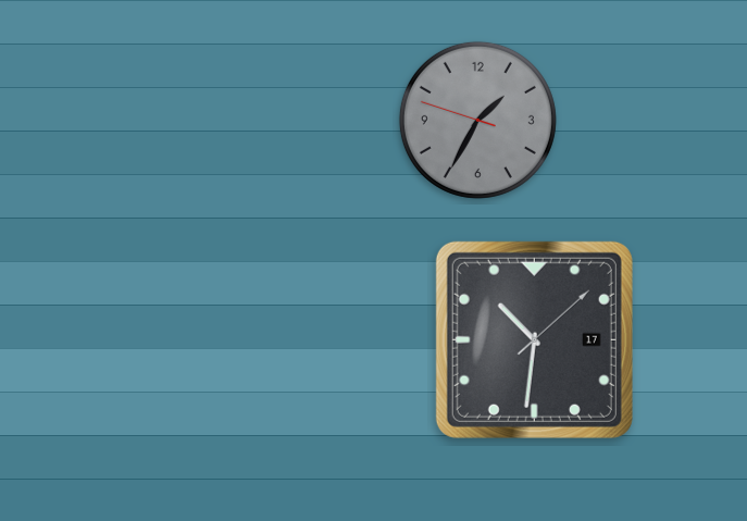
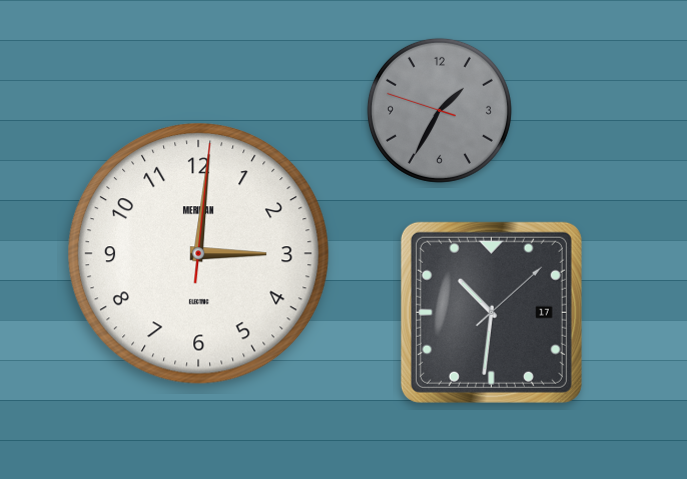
clock at (199, 254): none -> 3:01
